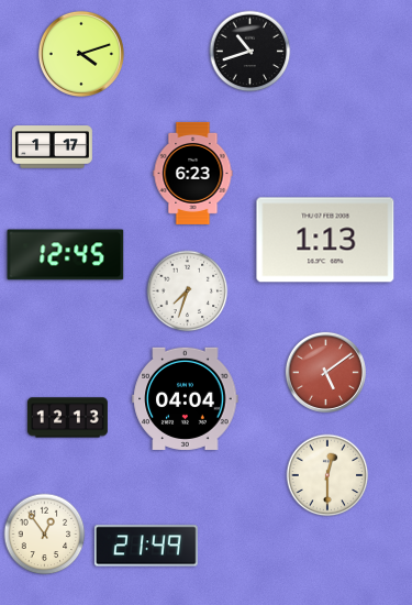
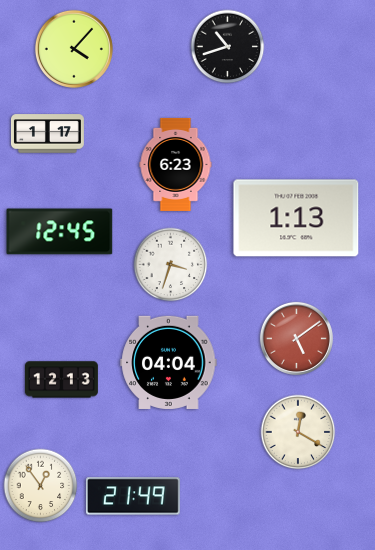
clock at (81, 54): 4:12 -> 4:07
clock at (193, 173) position: (193, 173) -> (176, 164)
clock at (188, 291): 7:33 -> 3:33
clock at (327, 475): 12:30 -> 12:20
